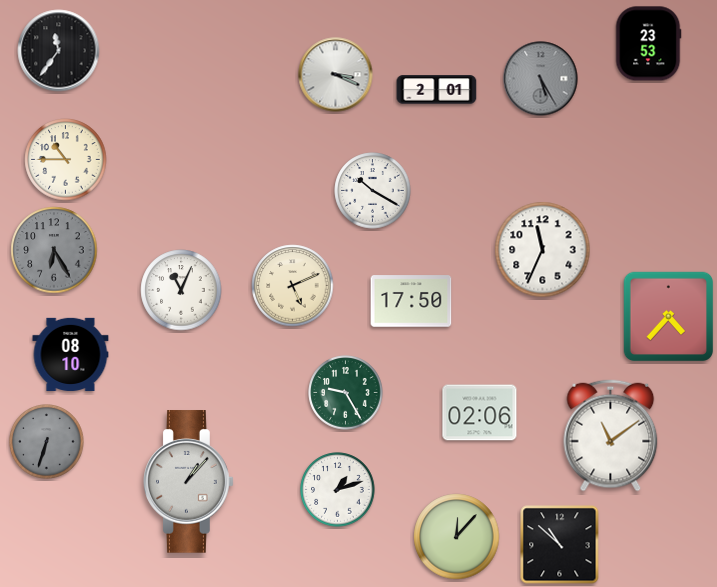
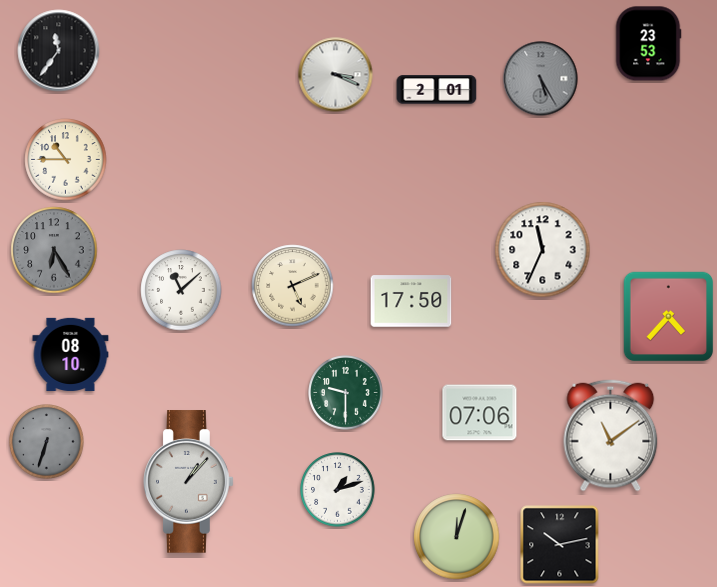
clock at (373, 191): 10:20 -> none
clock at (181, 290): 11:04 -> 11:08
clock at (346, 393): 9:25 -> 9:30
clock at (480, 413): 02:06 -> 07:06
clock at (457, 537): 12:07 -> 12:03
clock at (560, 545): 10:52 -> 10:13
